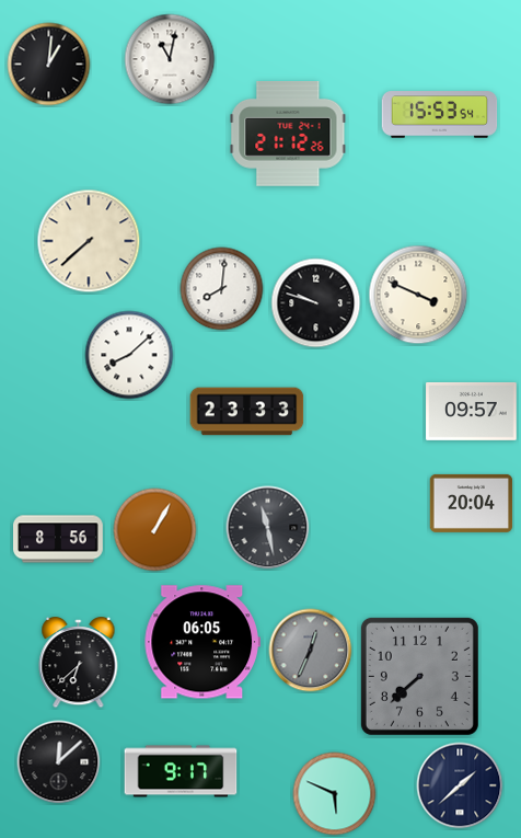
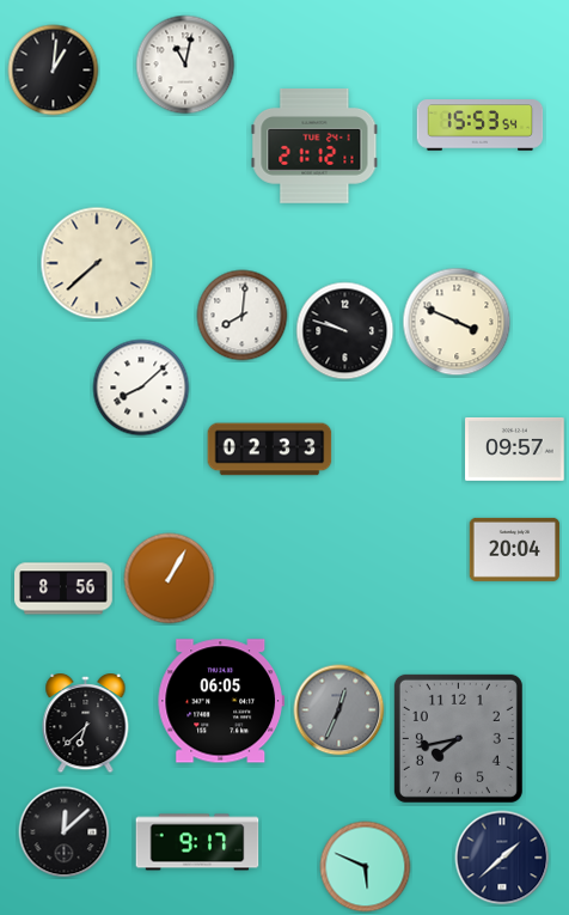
clock at (288, 135): 21:12:26 -> 21:12:11
clock at (247, 412): 23:33 -> 02:33
clock at (268, 528): 11:28 -> none
clock at (419, 676): 7:38 -> 7:43
